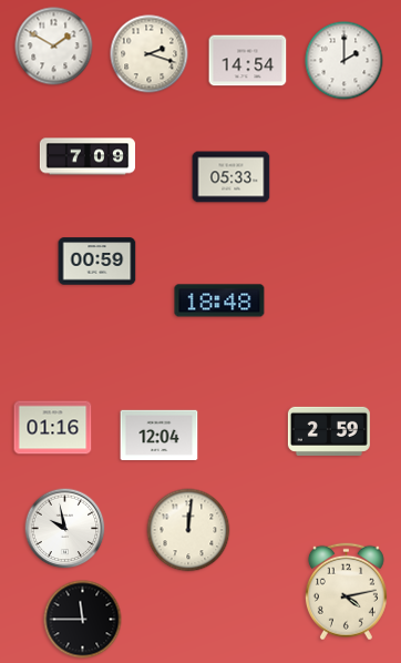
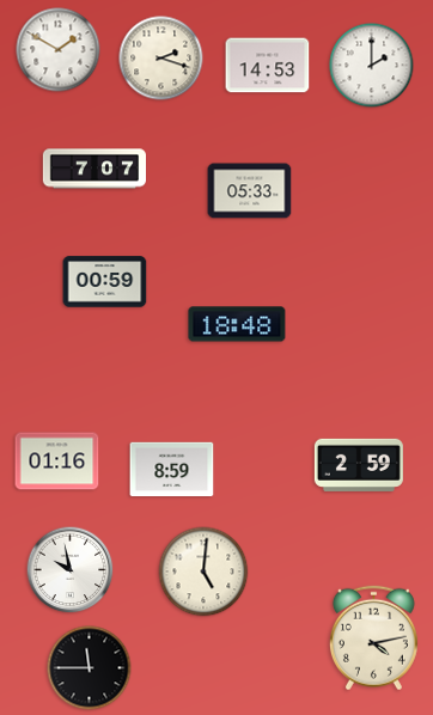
clock at (248, 61): 14:54 -> 14:53
clock at (86, 156): 7:09 -> 7:07
clock at (329, 431) position: (329, 431) -> (359, 465)
clock at (160, 436): 12:04 -> 8:59
clock at (188, 530): 12:01 -> 5:01
